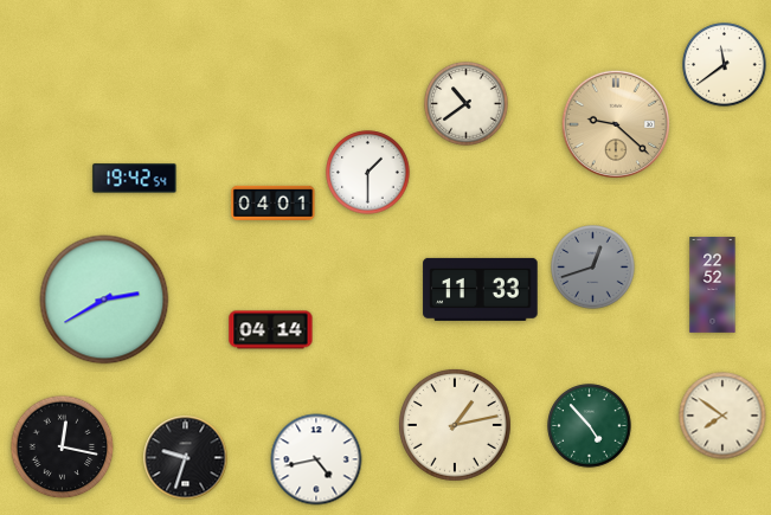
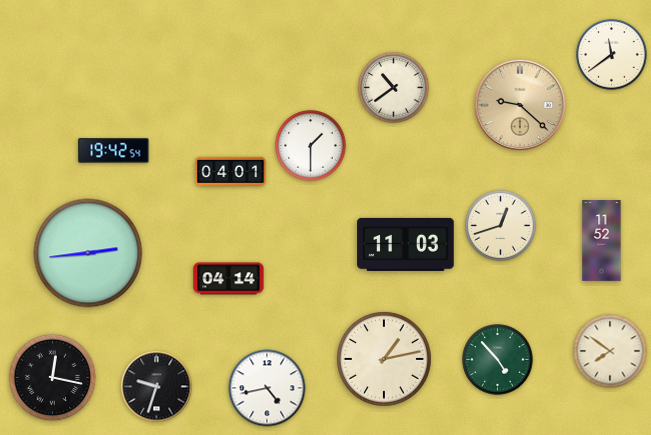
clock at (593, 268) dial: grey -> cream
clock at (713, 285): 22:52 -> 11:52
clock at (481, 289): 11:33 -> 11:03
clock at (104, 300): 2:40 -> 2:44
